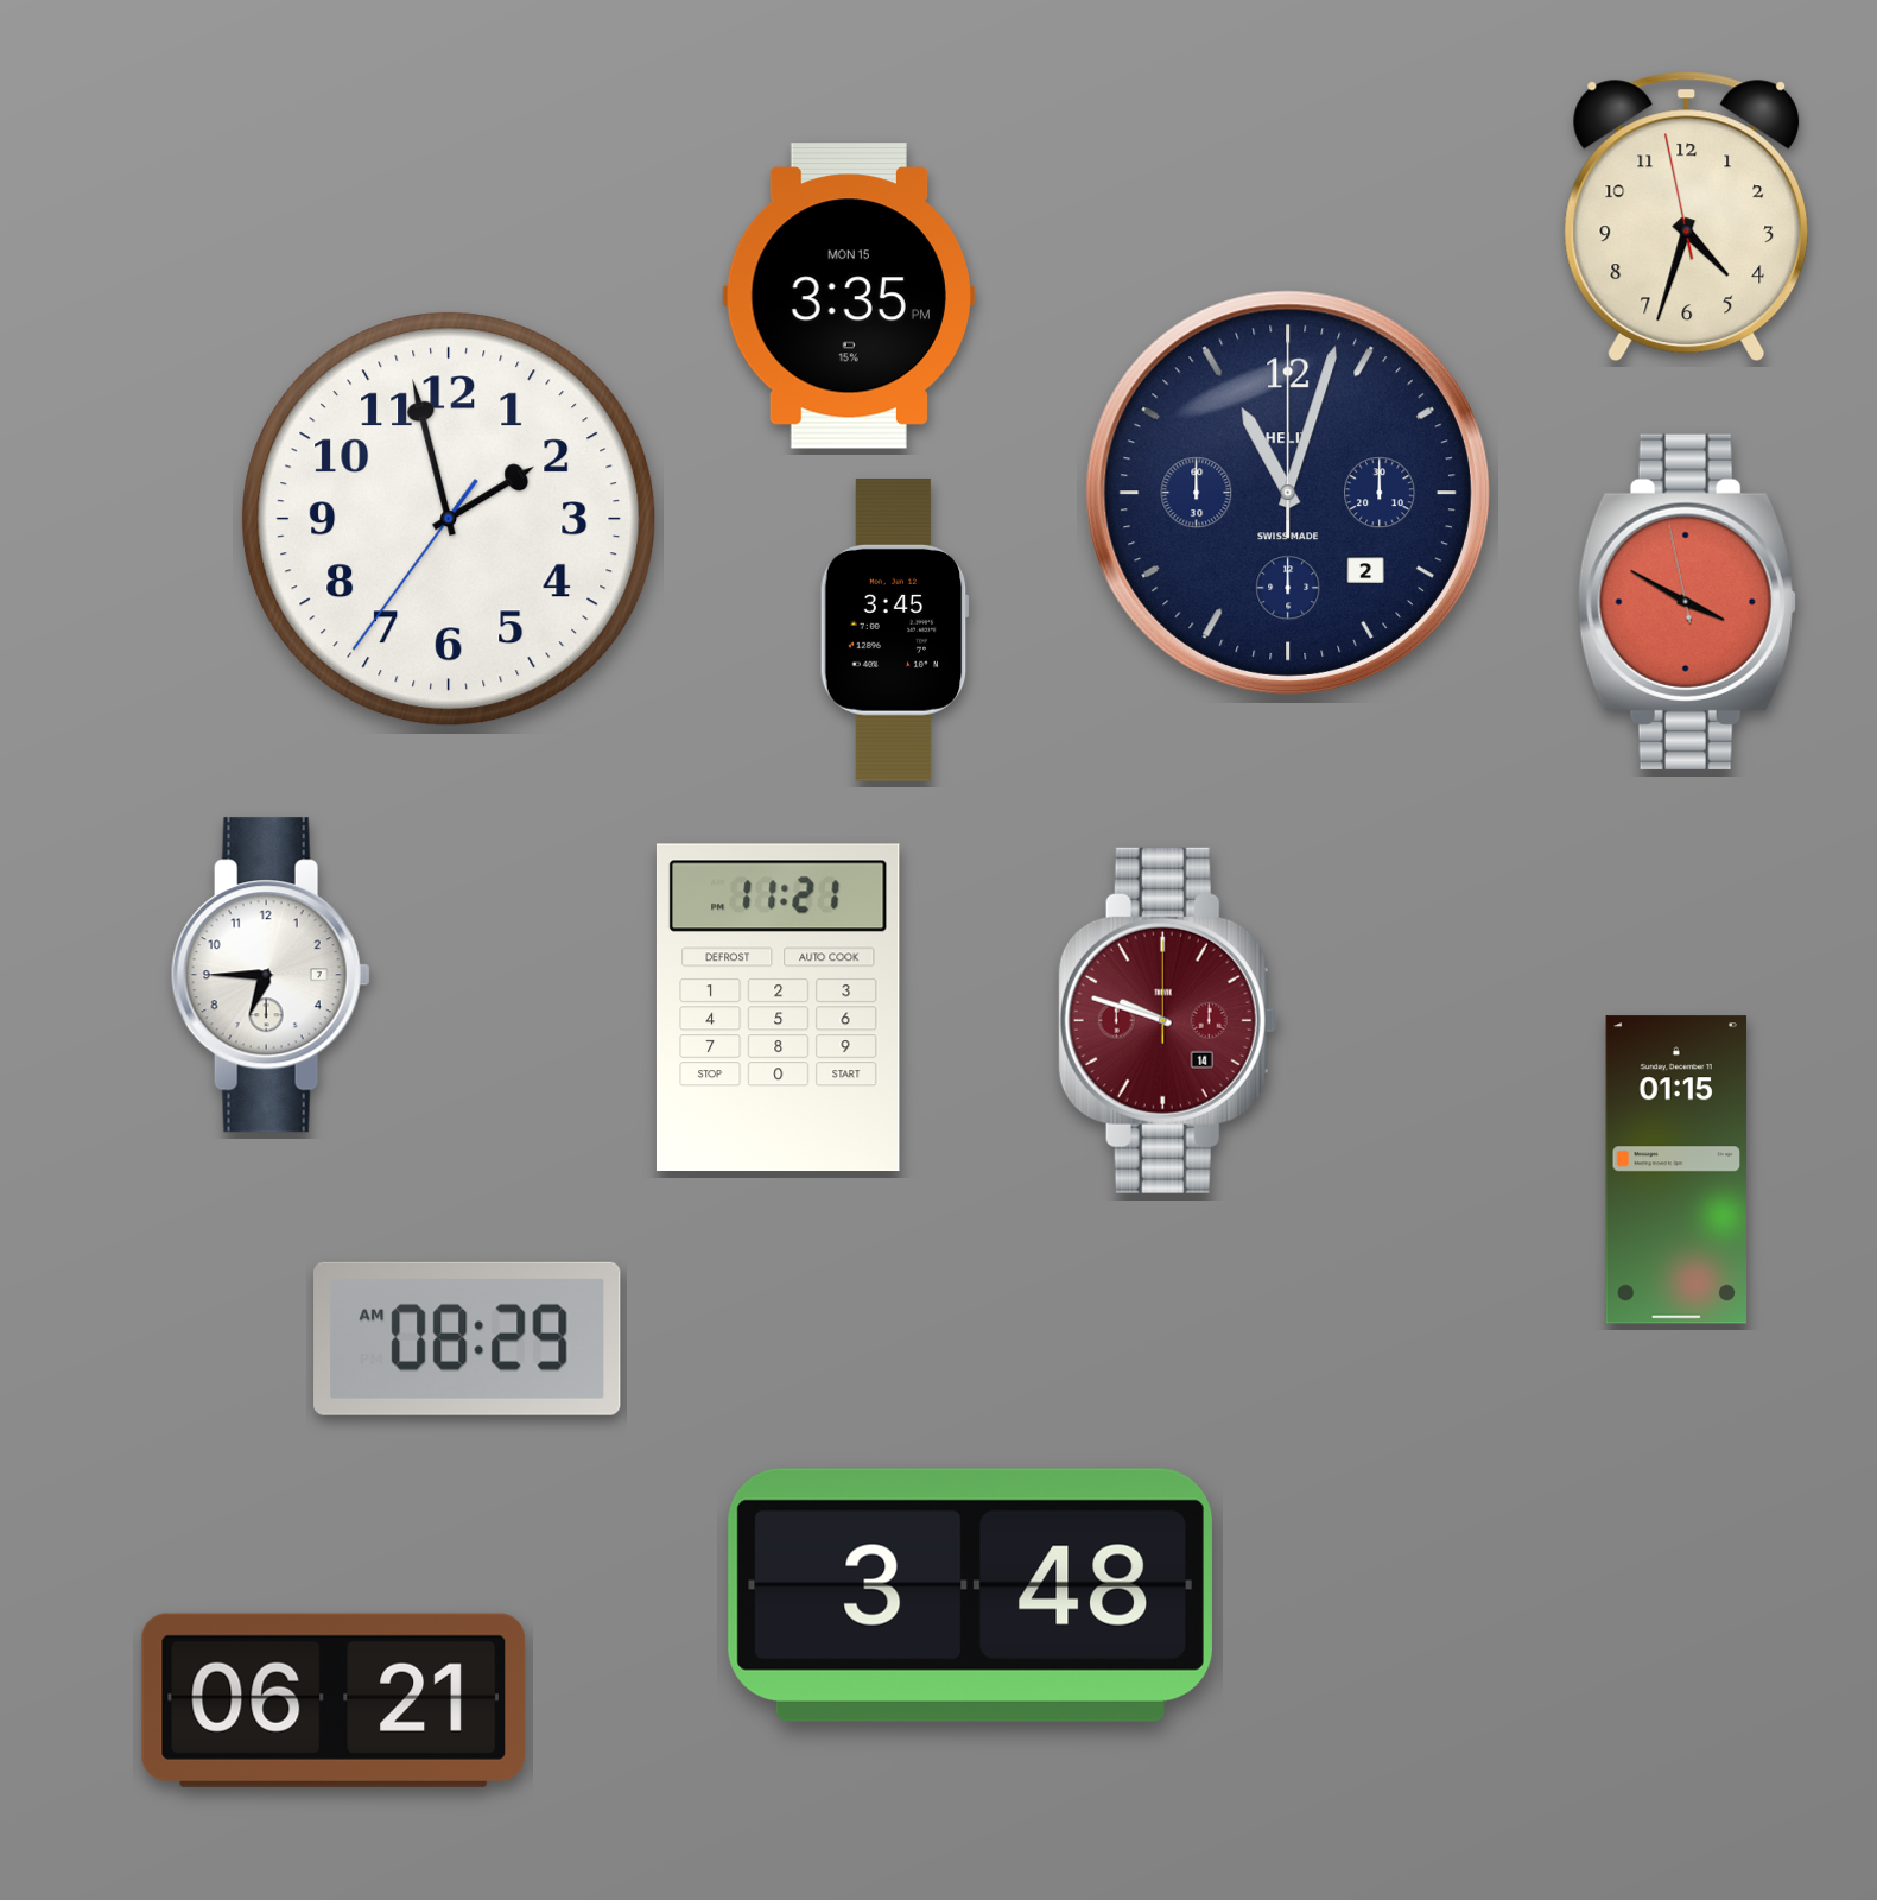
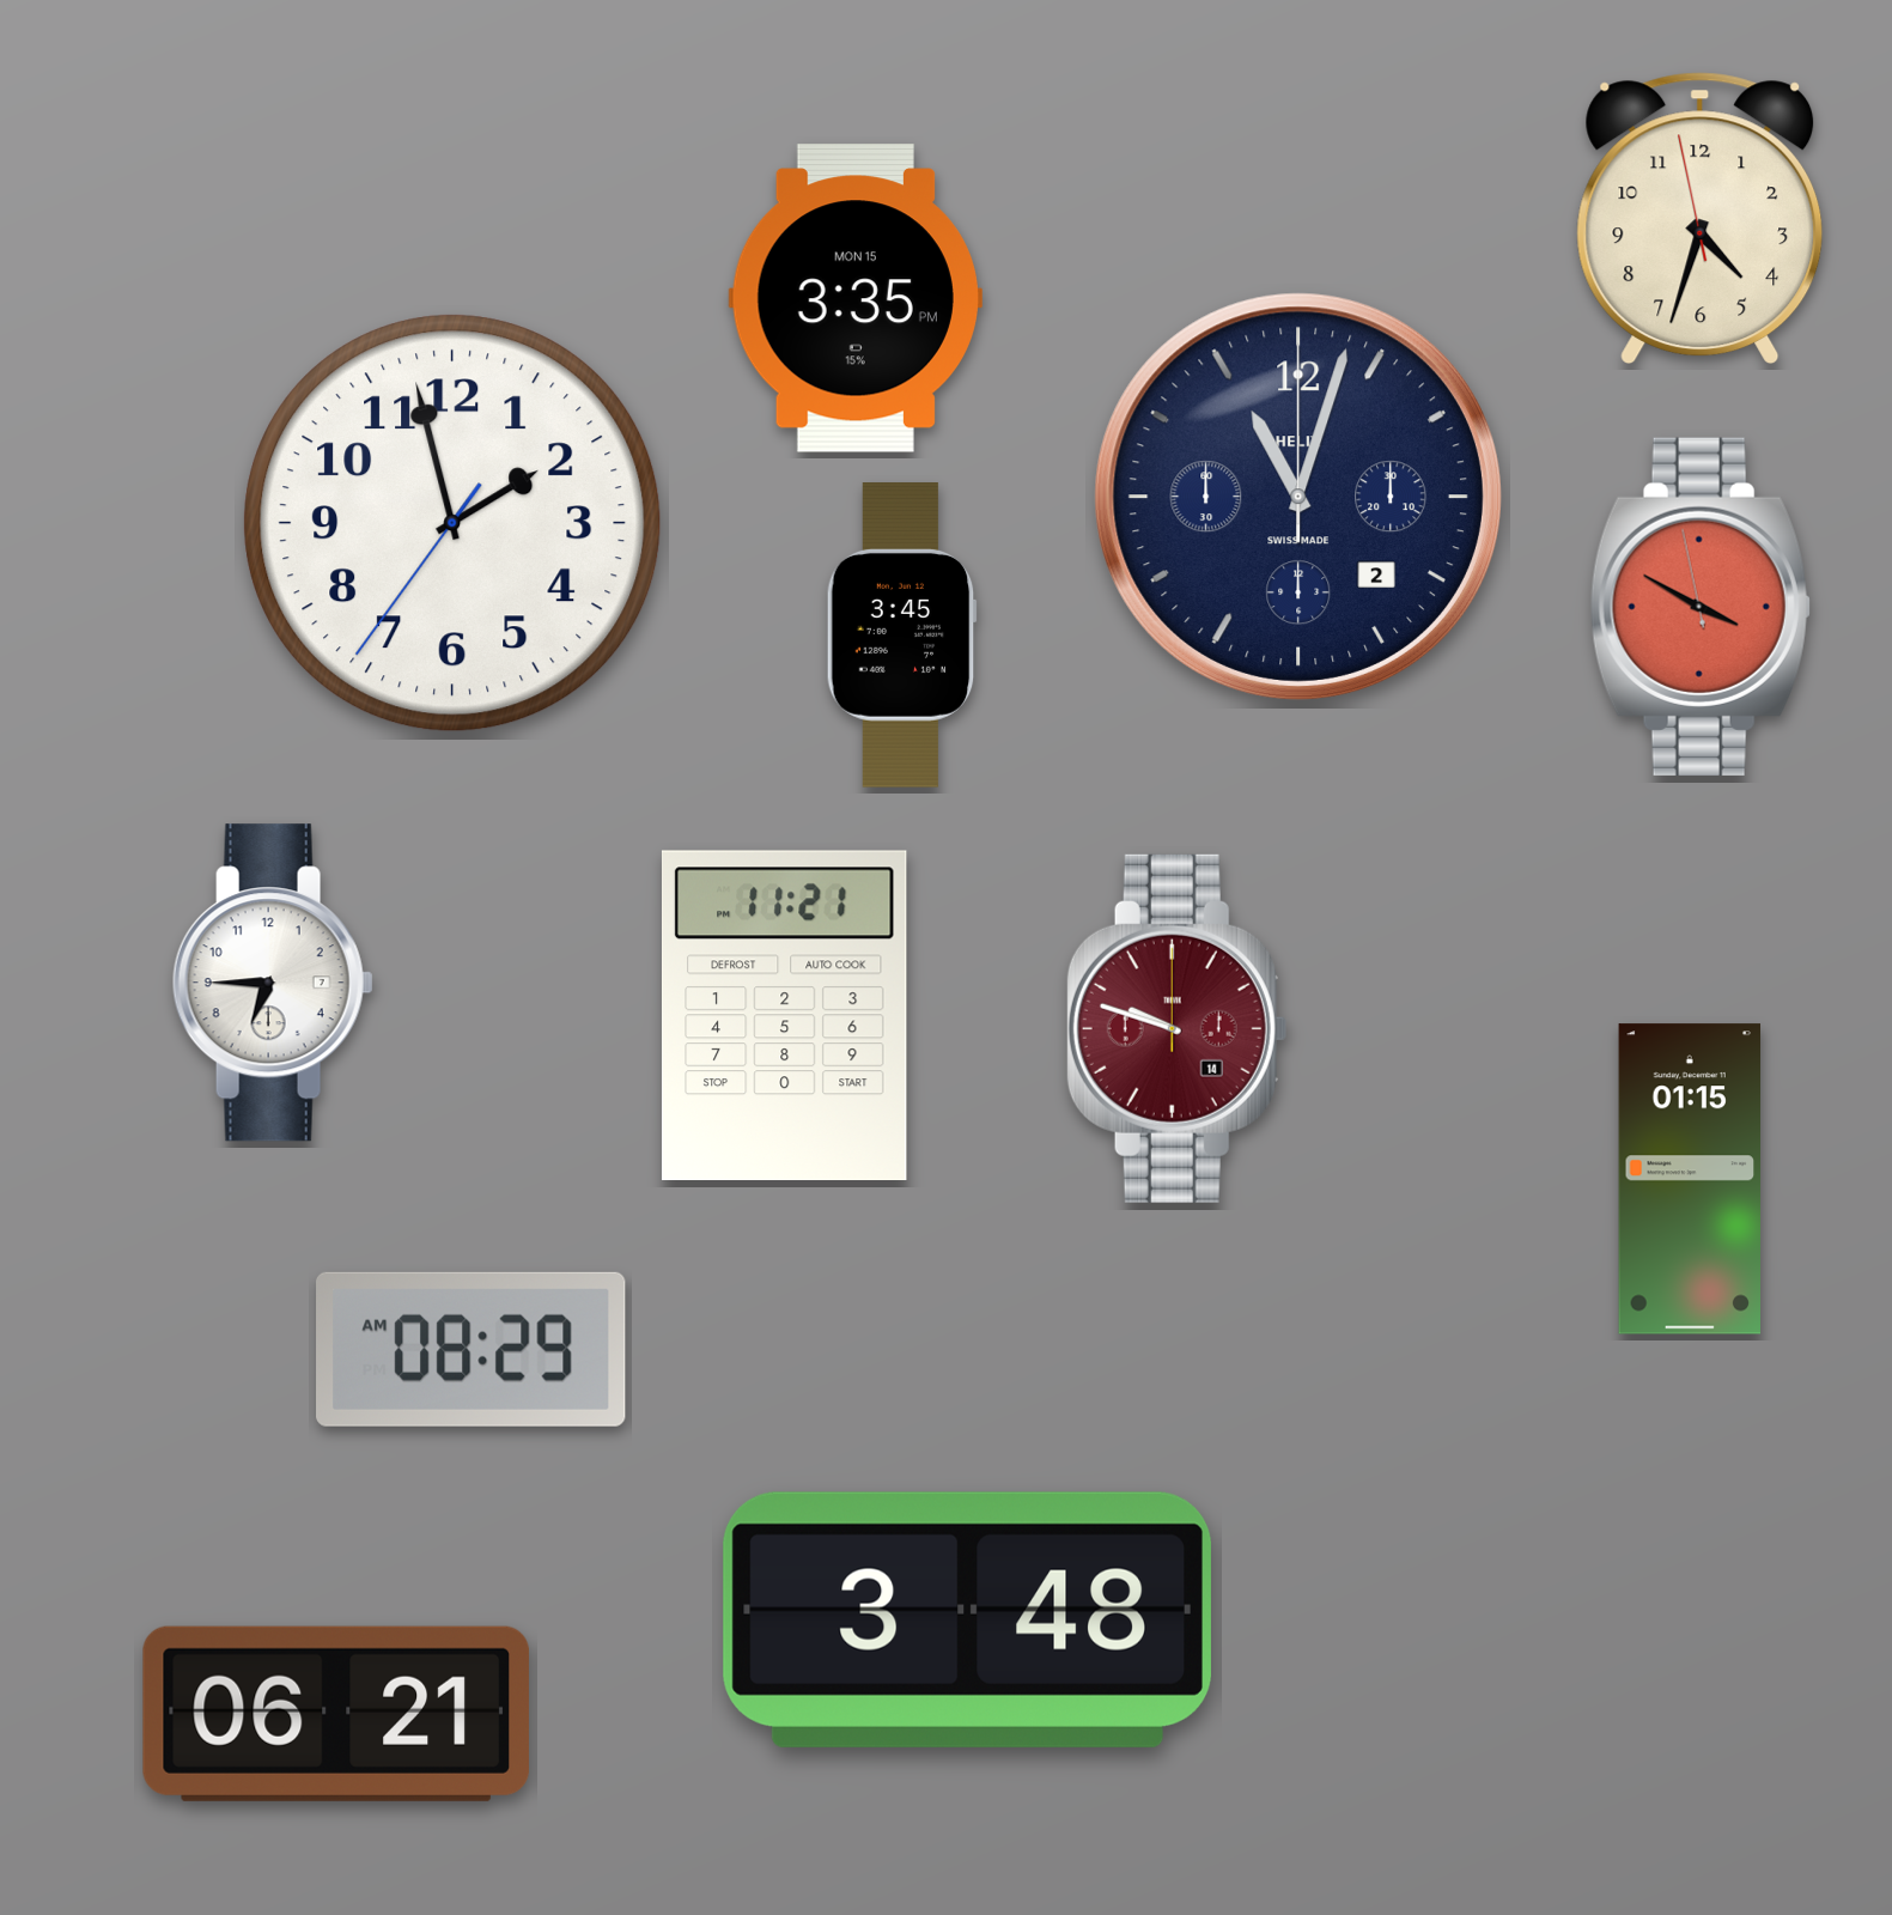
clock at (970, 1595) position: (970, 1595) -> (967, 1619)
